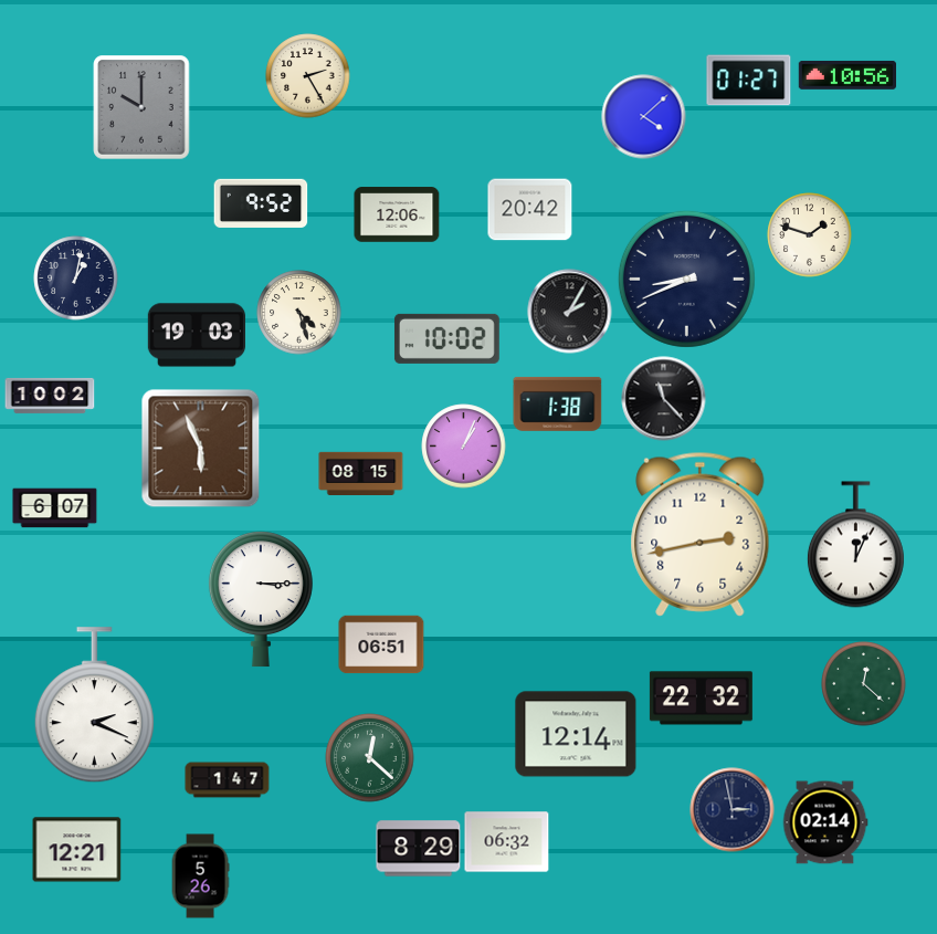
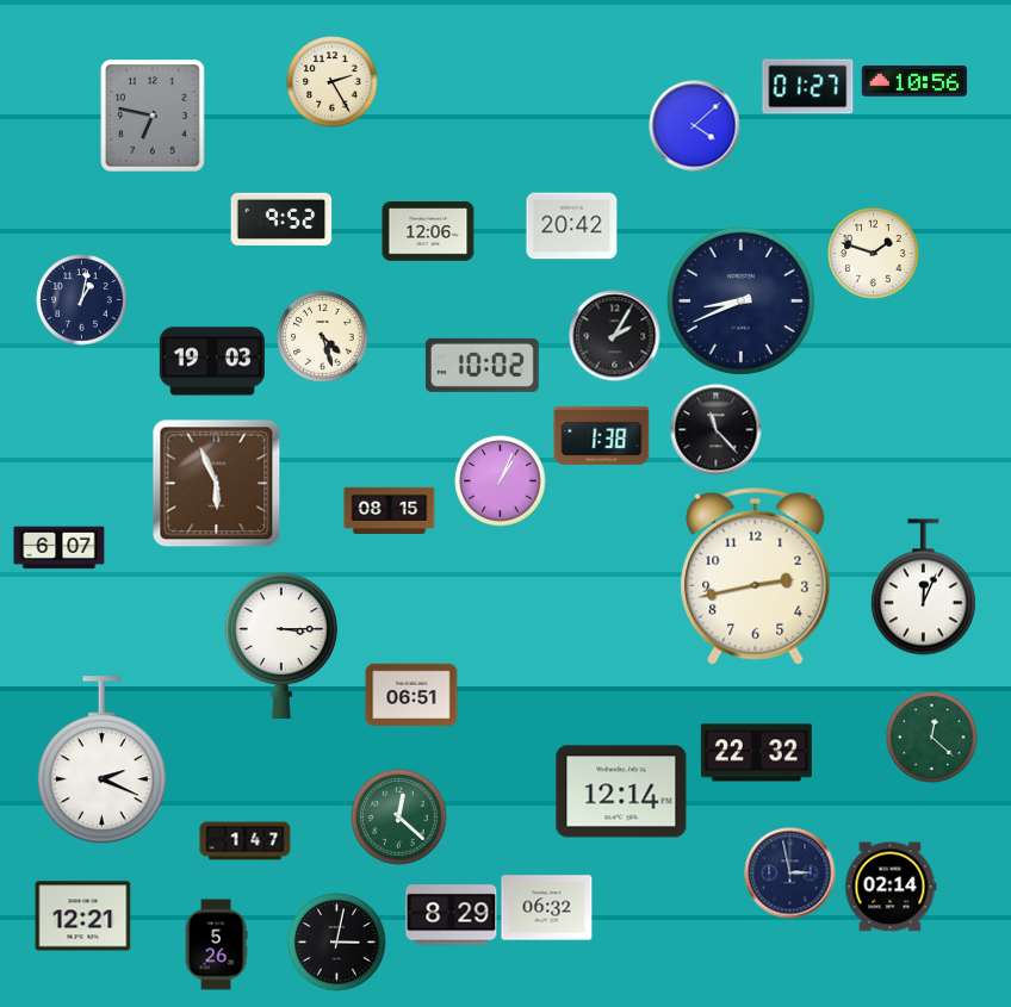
clock at (141, 107): 10:00 -> 6:47
clock at (50, 396): 10:02 -> none
clock at (337, 943): none -> 3:02
